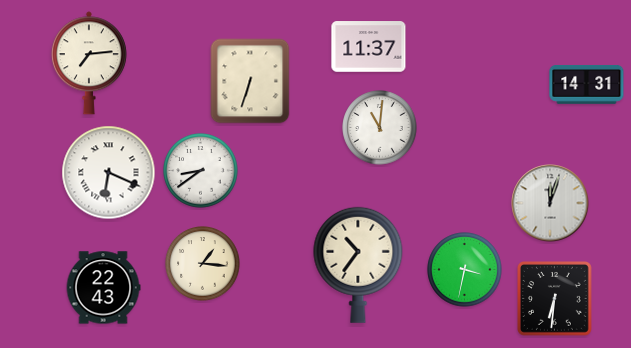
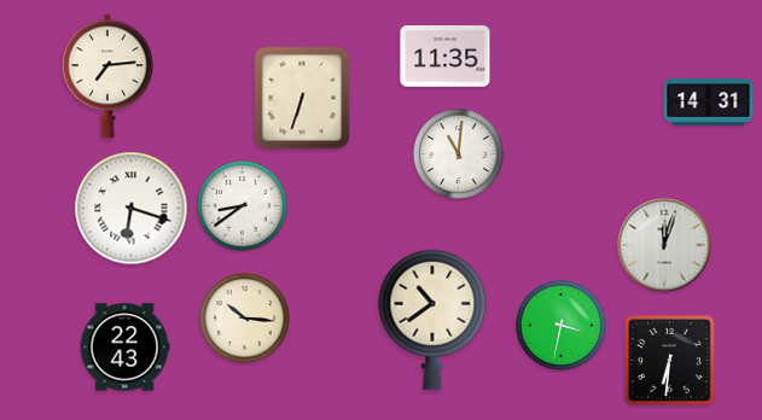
clock at (369, 47): 11:37 -> 11:35
clock at (109, 173): 6:19 -> 6:18
clock at (203, 264): 1:16 -> 10:16
clock at (358, 265): 10:36 -> 10:39
